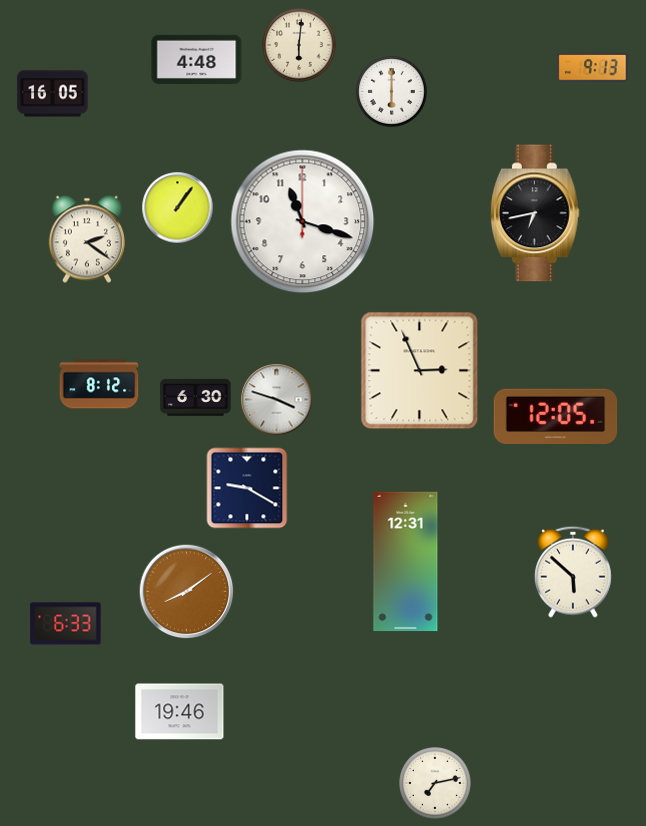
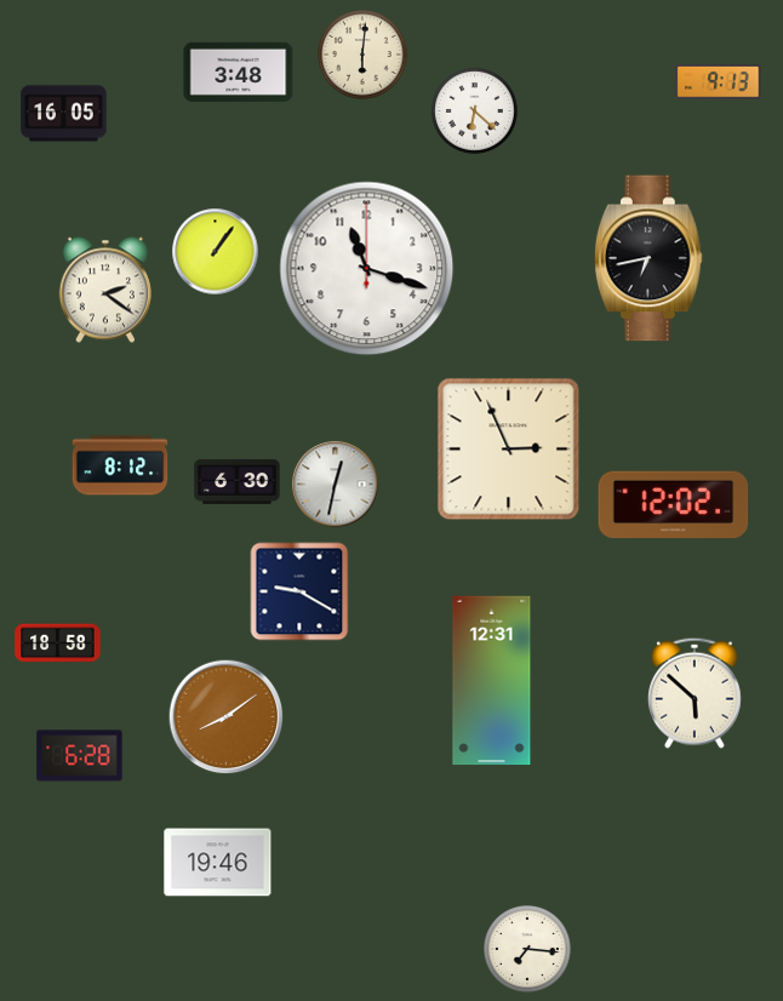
clock at (197, 59): 4:48 -> 3:48
clock at (391, 91): 6:00 -> 6:22
clock at (277, 400): 3:48 -> 12:32
clock at (556, 416): 12:05 -> 12:02
clock at (58, 643): none -> 18:58
clock at (66, 624): 6:33 -> 6:28
clock at (436, 784): 7:13 -> 7:16
